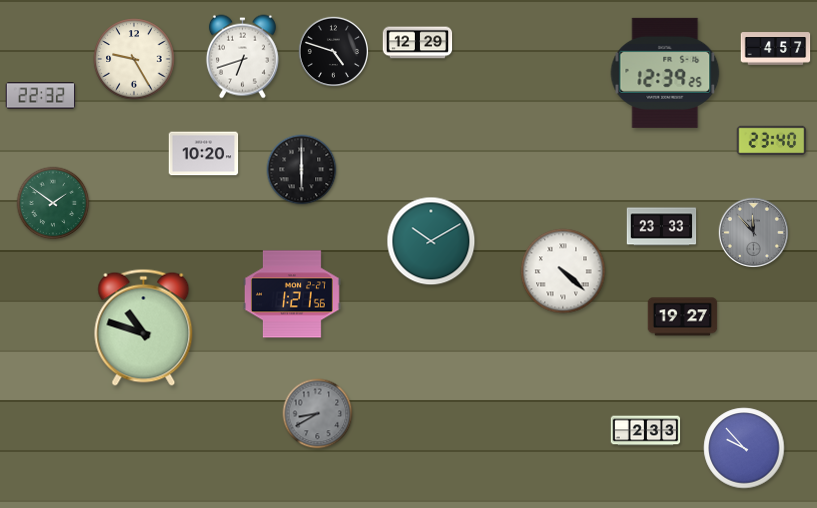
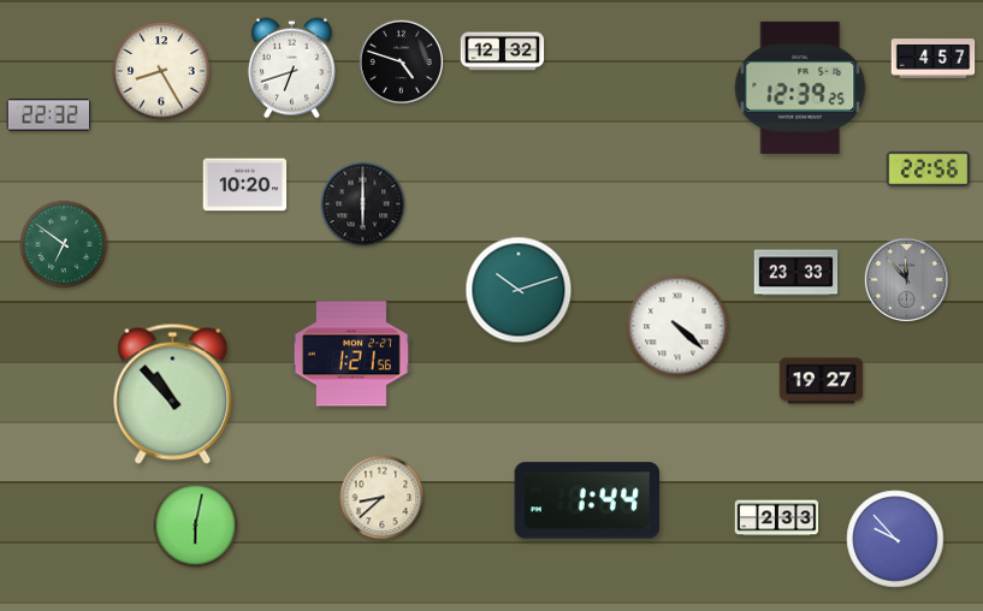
clock at (418, 43): 12:29 -> 12:32
clock at (134, 59): 9:25 -> 8:25
clock at (772, 141): 23:40 -> 22:56
clock at (53, 203): 1:51 -> 6:51
clock at (431, 241): 10:10 -> 10:12
clock at (144, 327): 10:48 -> 10:53
clock at (318, 414): 8:40 -> 8:38
clock at (318, 414) dial: grey -> cream
clock at (587, 500): none -> 1:44
clock at (196, 526): none -> 6:02
